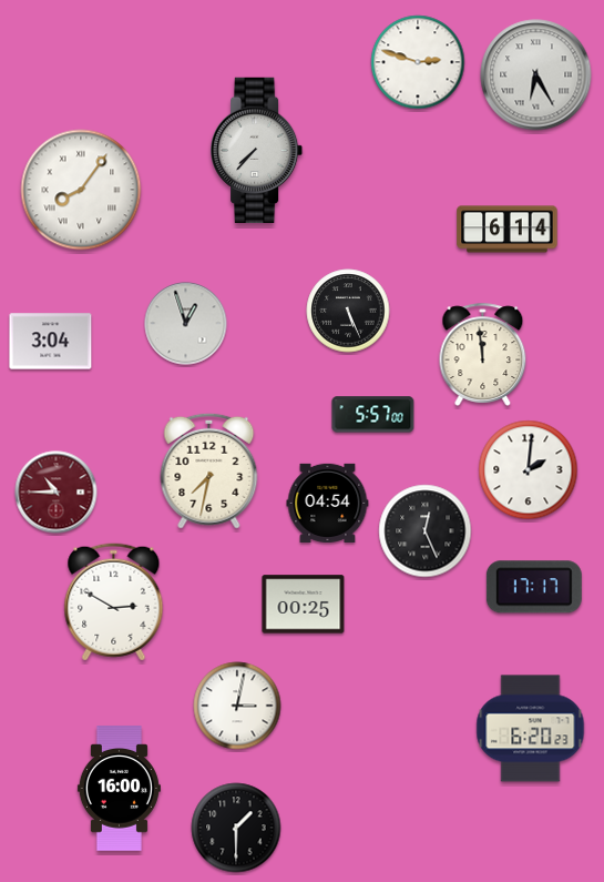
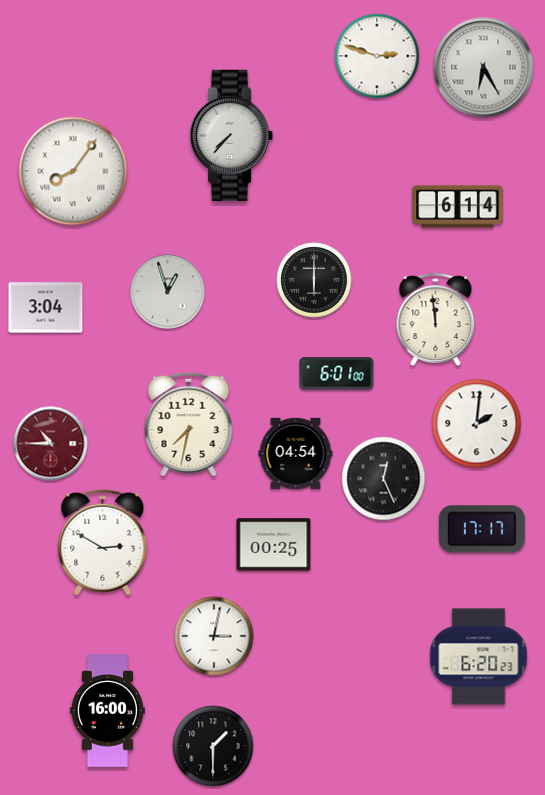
clock at (348, 311): 5:26 -> 6:00
clock at (373, 415): 5:57 -> 6:01
